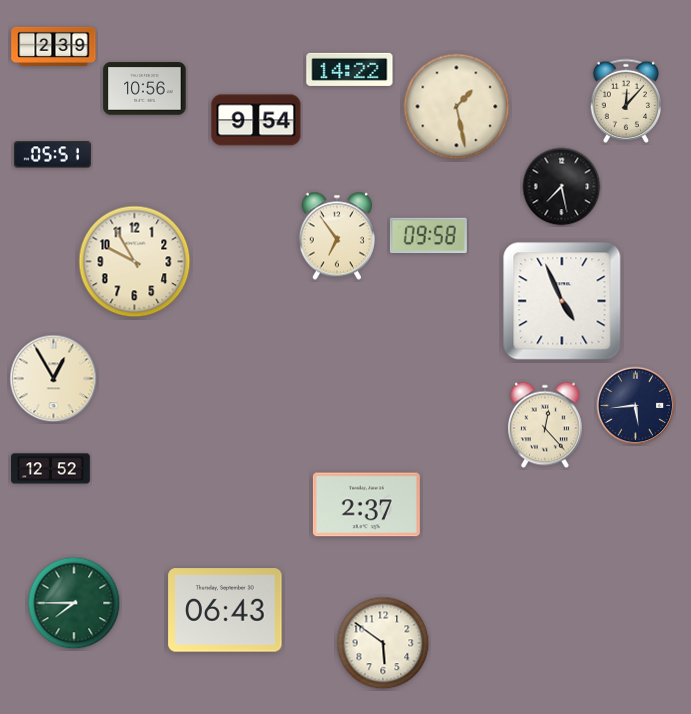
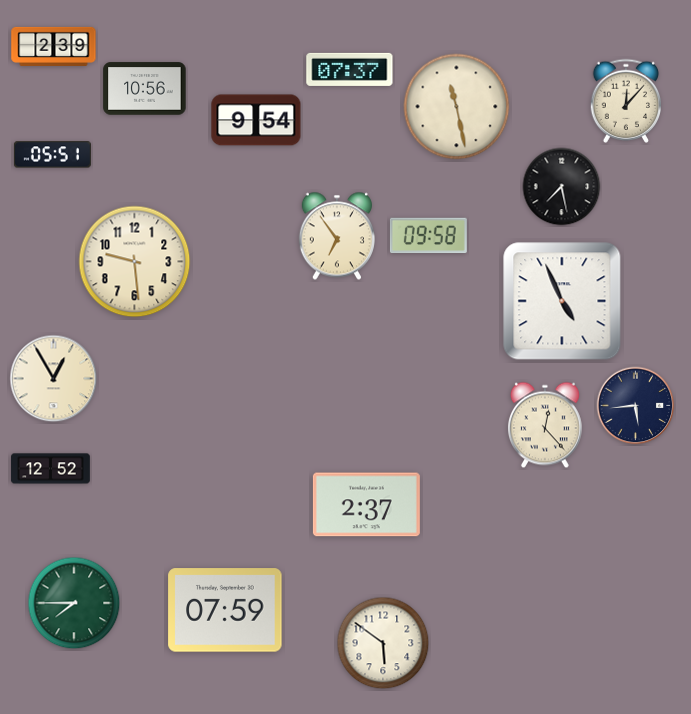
clock at (350, 69): 14:22 -> 07:37
clock at (457, 107): 1:28 -> 11:28
clock at (135, 262): 9:55 -> 9:29
clock at (225, 610): 06:43 -> 07:59
